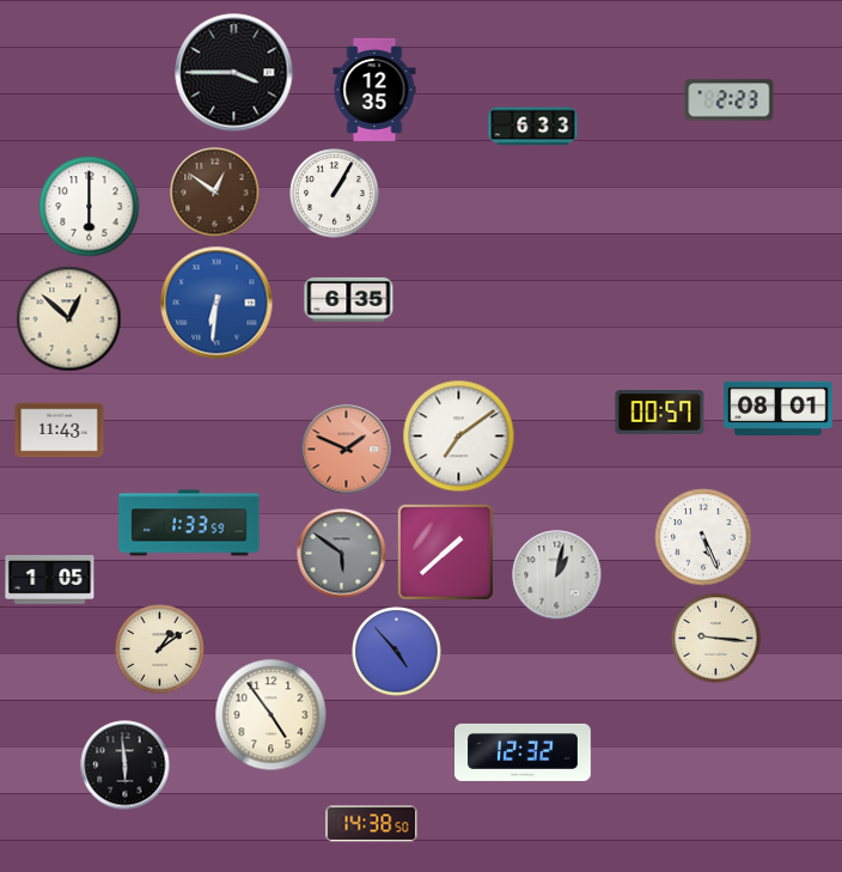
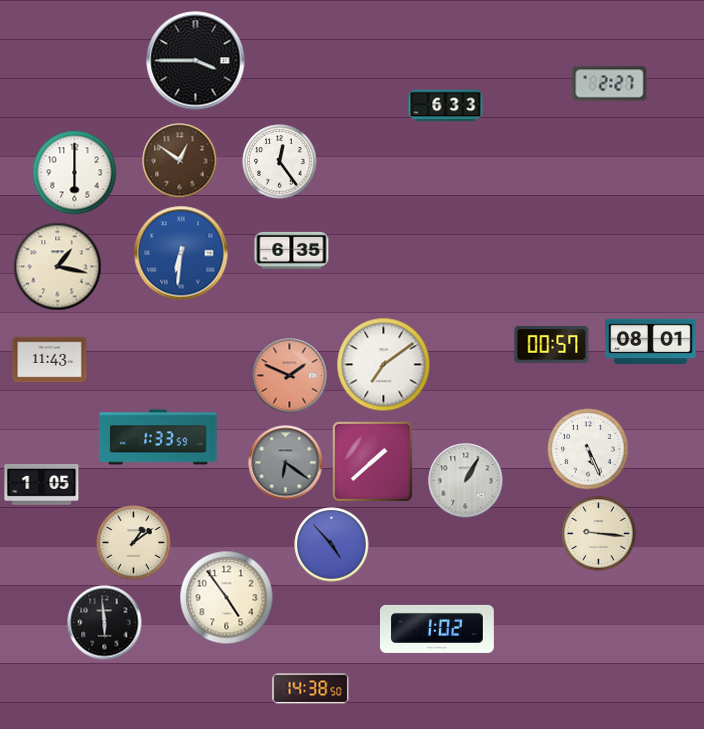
clock at (374, 90): 12:35 -> none
clock at (730, 100): 2:23 -> 2:27
clock at (335, 194): 1:05 -> 12:24
clock at (69, 319): 12:52 -> 1:17
clock at (342, 554): 5:51 -> 6:21
clock at (557, 575): 1:02 -> 1:05
clock at (524, 752): 12:32 -> 1:02
clock at (126, 766) position: (126, 766) -> (105, 623)
